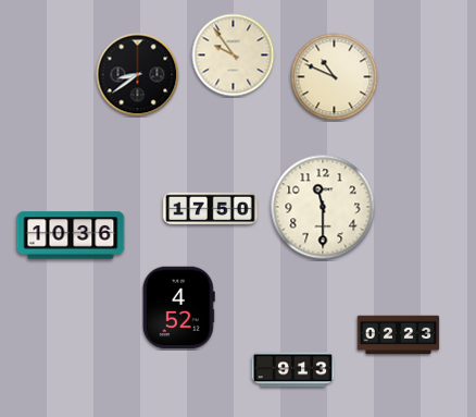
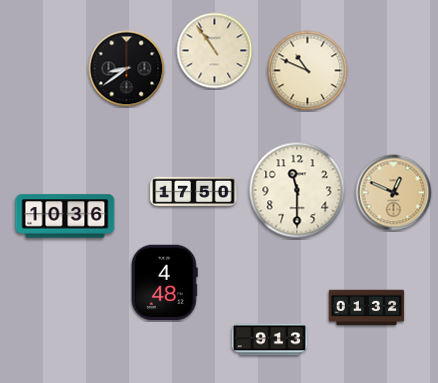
clock at (234, 56): 9:54 -> 10:54
clock at (394, 193): none -> 12:49
clock at (178, 308): 4:52 -> 4:48
clock at (399, 335): 02:23 -> 01:32
